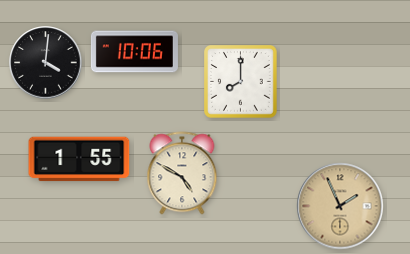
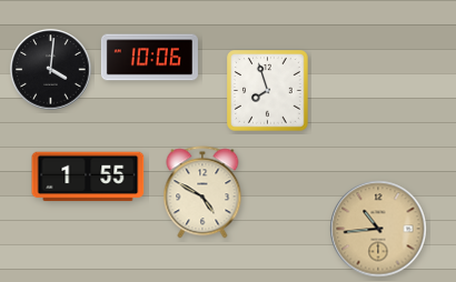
clock at (241, 82): 8:00 -> 7:57
clock at (340, 206): 1:56 -> 10:44
